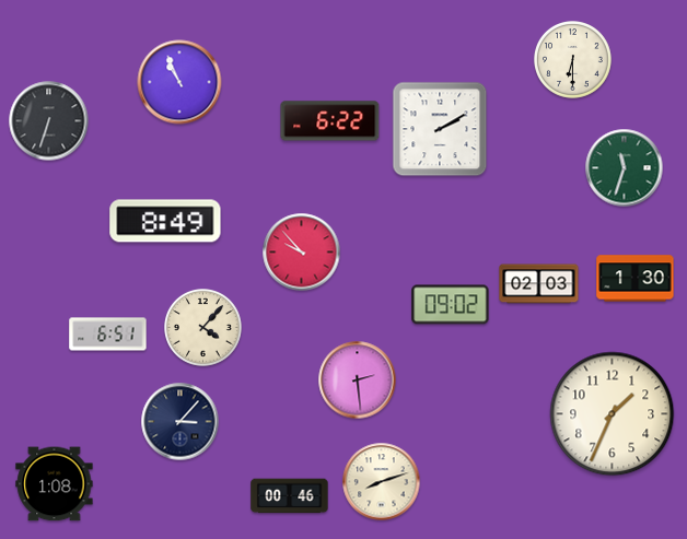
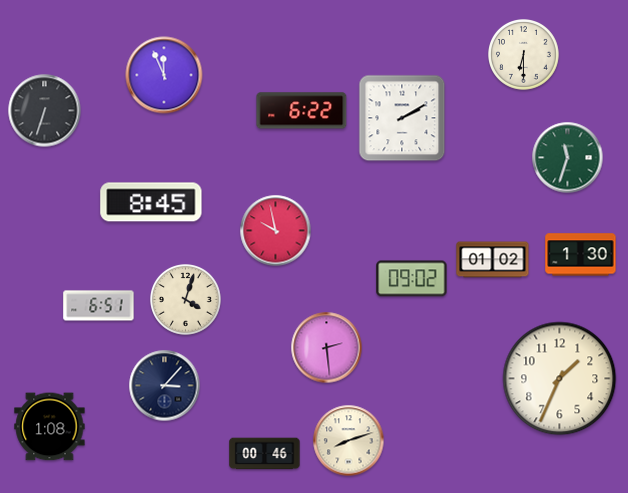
clock at (179, 82): 10:56 -> 11:56
clock at (625, 168) position: (625, 168) -> (568, 158)
clock at (165, 221): 8:49 -> 8:45
clock at (302, 253): 9:53 -> 9:58
clock at (539, 284): 02:03 -> 01:02
clock at (203, 328): 4:07 -> 4:03
clock at (55, 484) position: (55, 484) -> (50, 427)
